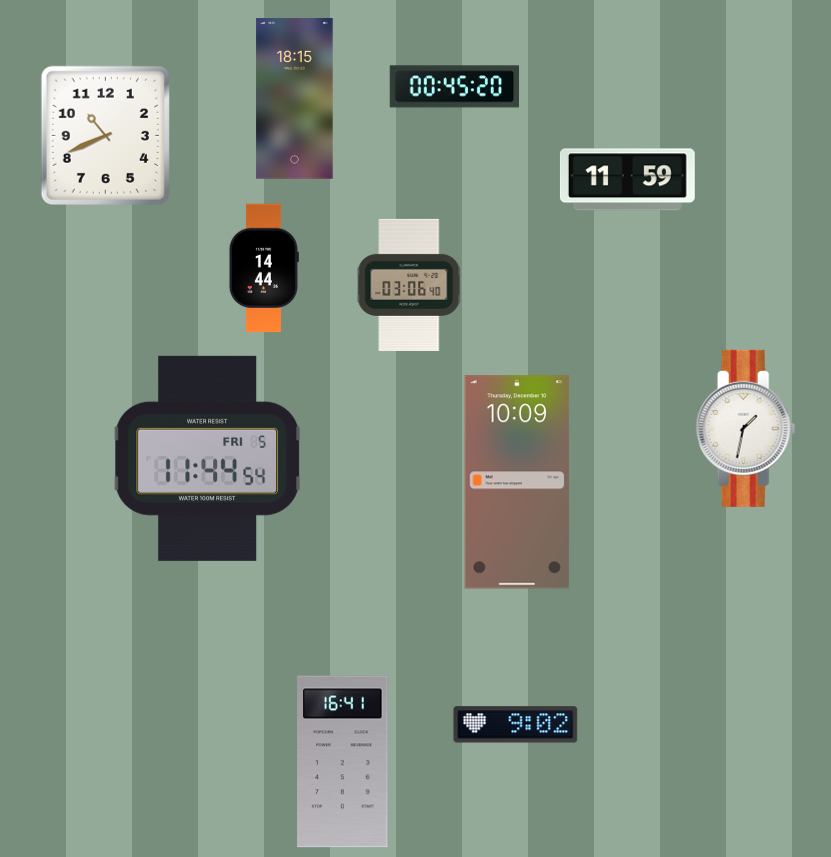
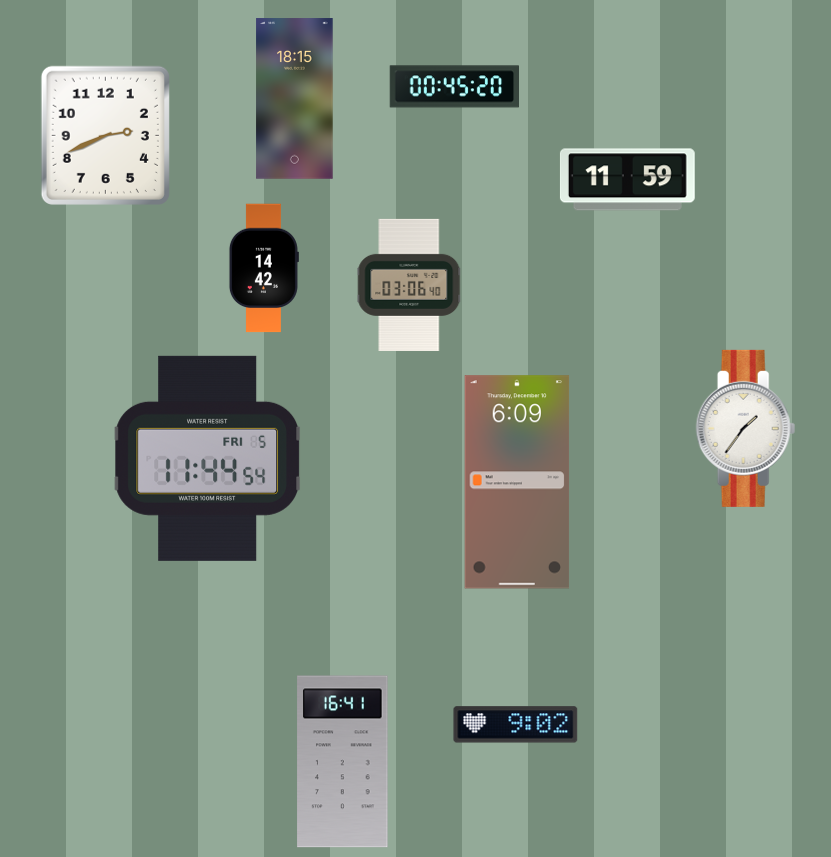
clock at (105, 135): 10:41 -> 2:41
clock at (263, 268): 14:44 -> 14:42
clock at (746, 428): 1:32 -> 1:36
clock at (517, 482): 10:09 -> 6:09
